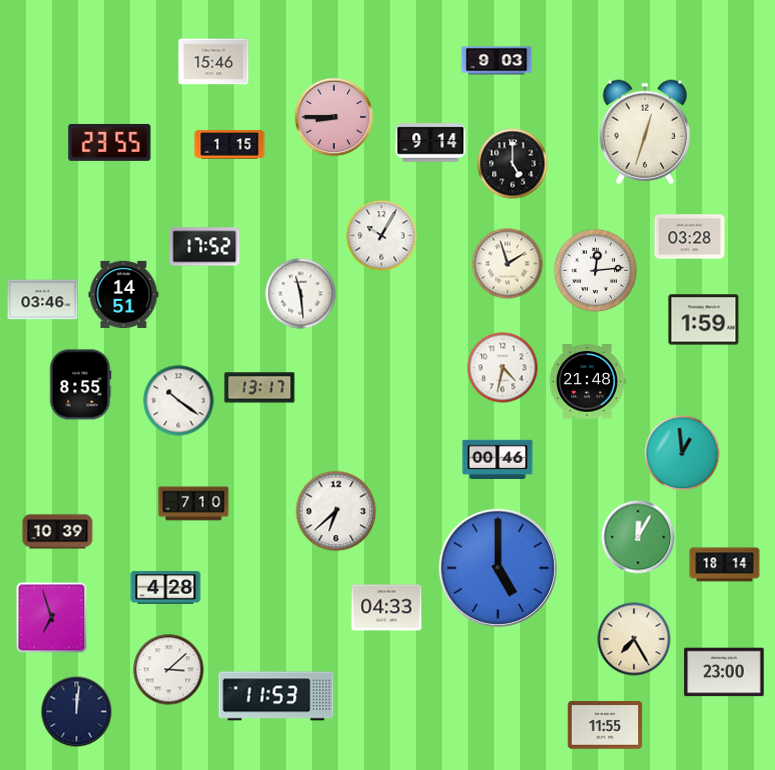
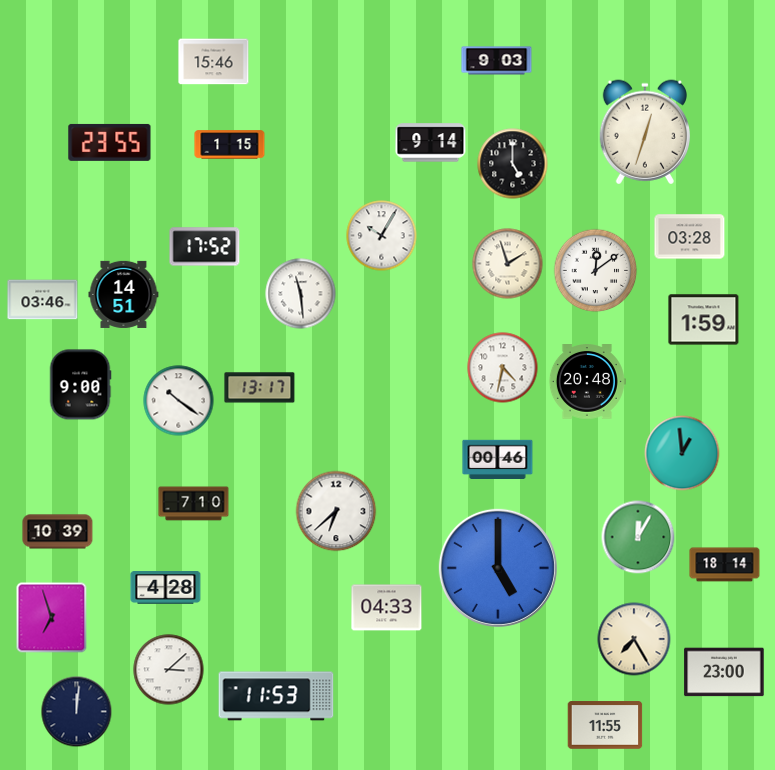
clock at (334, 117): 8:45 -> none
clock at (596, 271): 12:14 -> 12:09
clock at (587, 382): 21:48 -> 20:48
clock at (80, 385): 8:55 -> 9:00
